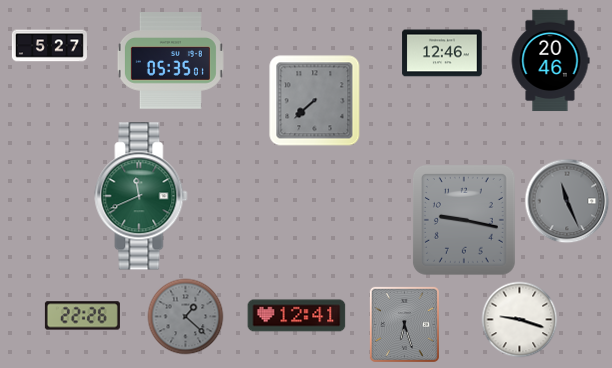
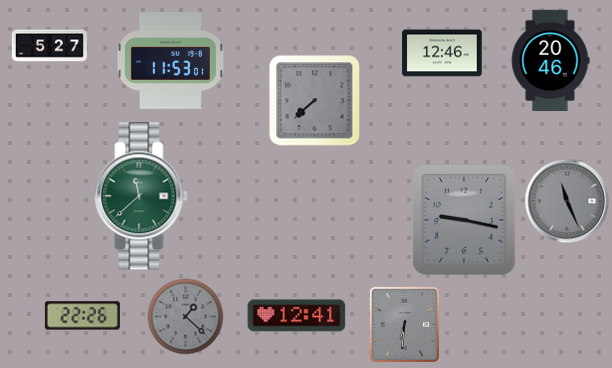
clock at (170, 61): 05:35 -> 11:53
clock at (141, 196): 11:41 -> 11:38
clock at (520, 320): 9:18 -> none
clock at (404, 324): 6:27 -> 6:31
